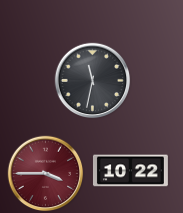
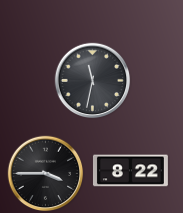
clock at (130, 171): 10:22 -> 8:22
clock at (46, 174) dial: burgundy -> black
